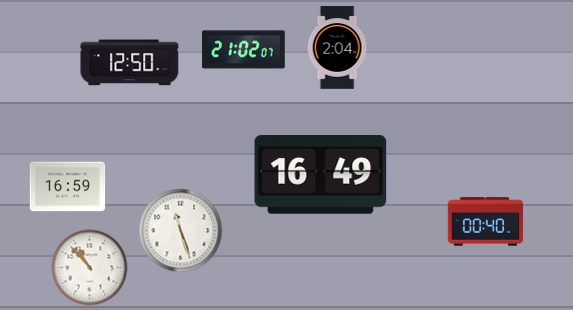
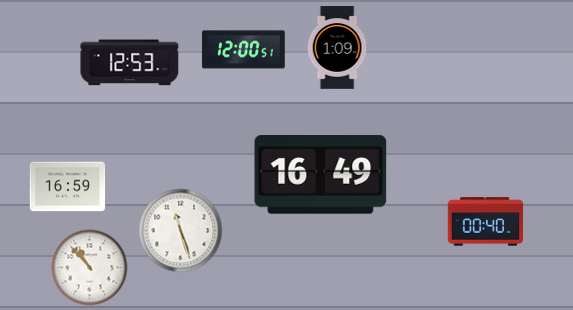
clock at (337, 48): 2:04 -> 1:09
clock at (244, 50): 21:02 -> 12:00
clock at (130, 63): 12:50 -> 12:53
